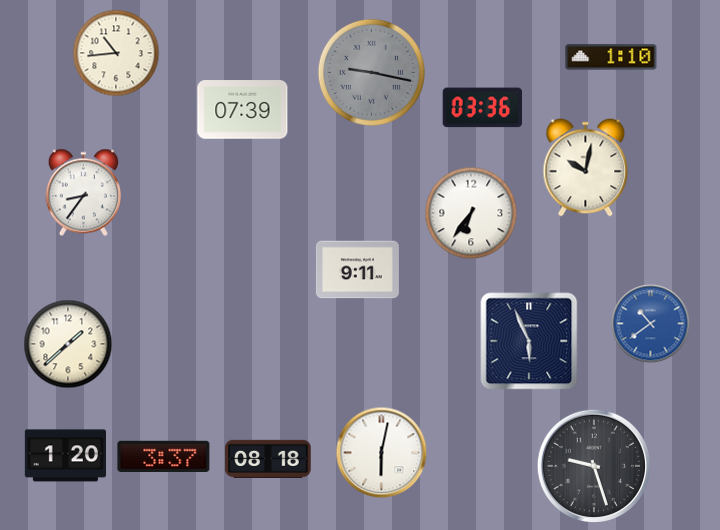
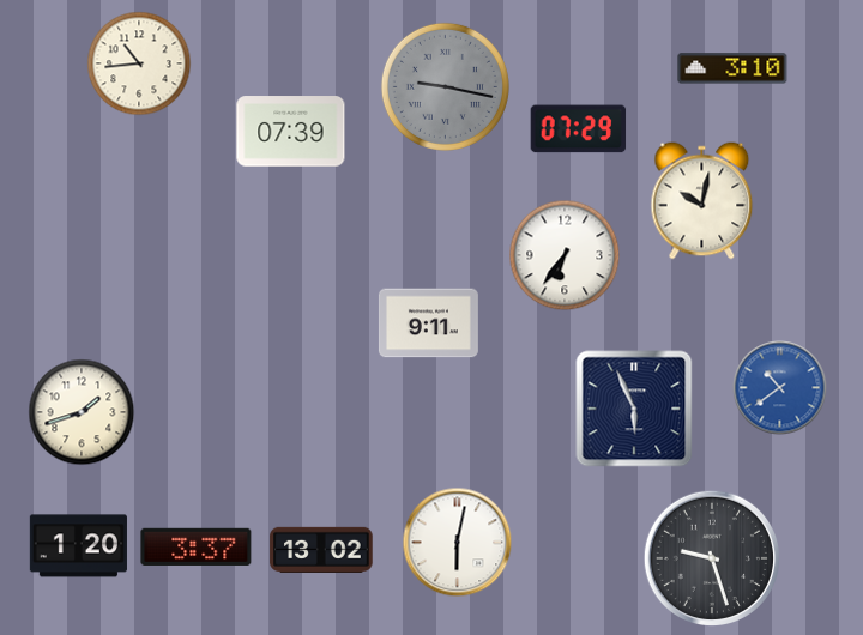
clock at (611, 57): 1:10 -> 3:10
clock at (483, 108): 03:36 -> 07:29
clock at (83, 193): 8:36 -> none
clock at (68, 344): 1:38 -> 1:42
clock at (268, 459): 08:18 -> 13:02
